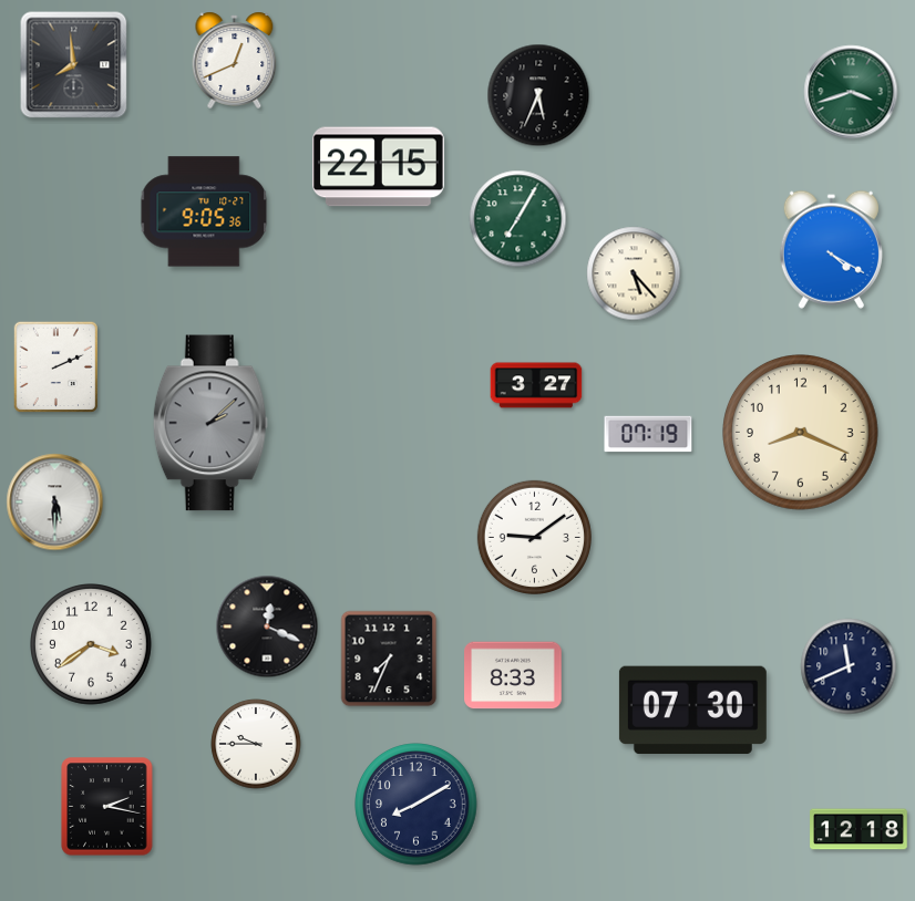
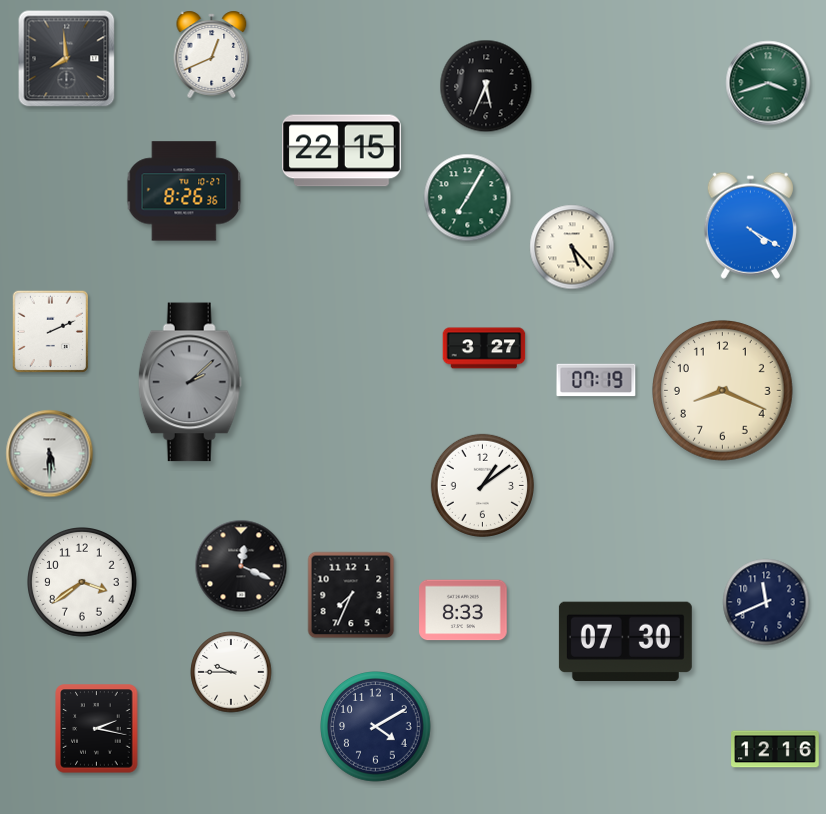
clock at (204, 211): 9:05 -> 8:26
clock at (648, 434) position: (648, 434) -> (596, 380)
clock at (534, 537): 9:09 -> 1:09
clock at (417, 805): 8:10 -> 4:10
clock at (859, 829): 12:18 -> 12:16
